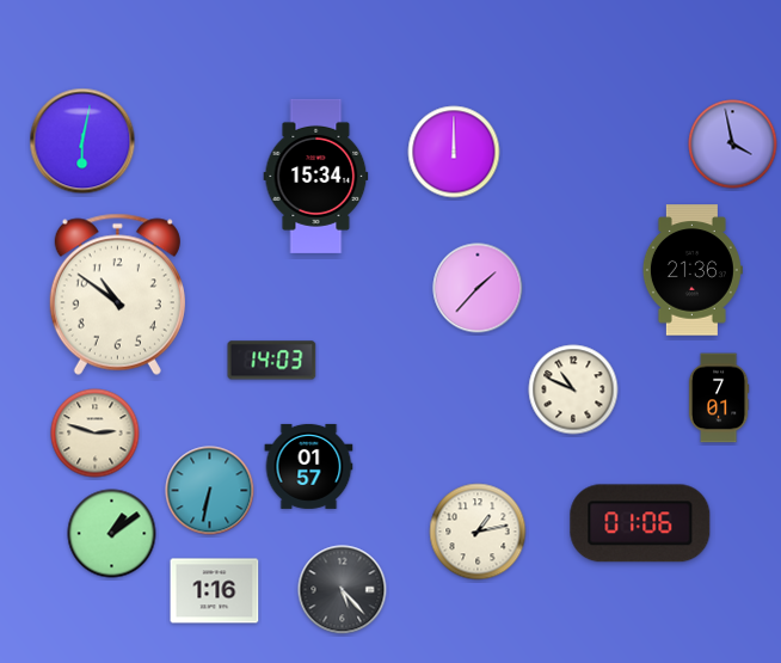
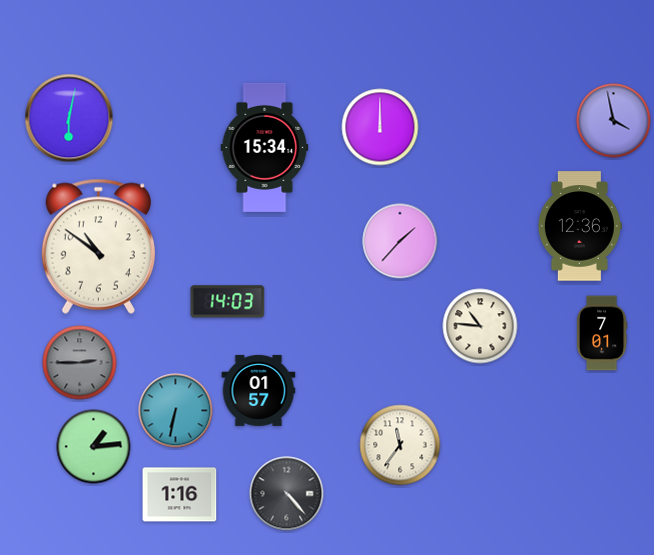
clock at (693, 270): 21:36 -> 12:36
clock at (573, 389): 10:49 -> 10:46
clock at (96, 434): 2:48 -> 2:45
clock at (96, 434) dial: cream -> grey
clock at (640, 523): 01:06 -> none
clock at (478, 532): 1:13 -> 11:36
clock at (112, 534): 1:09 -> 1:14
clock at (343, 590): 5:23 -> 4:23
